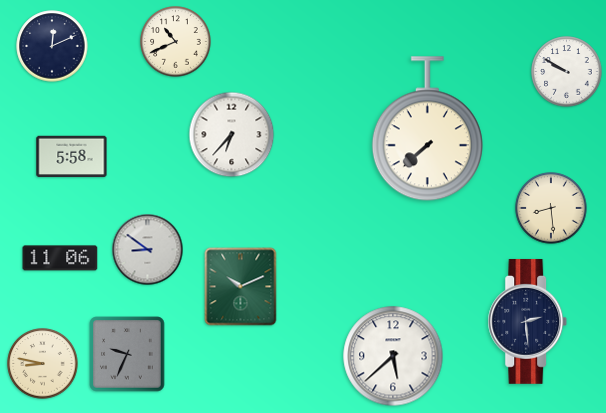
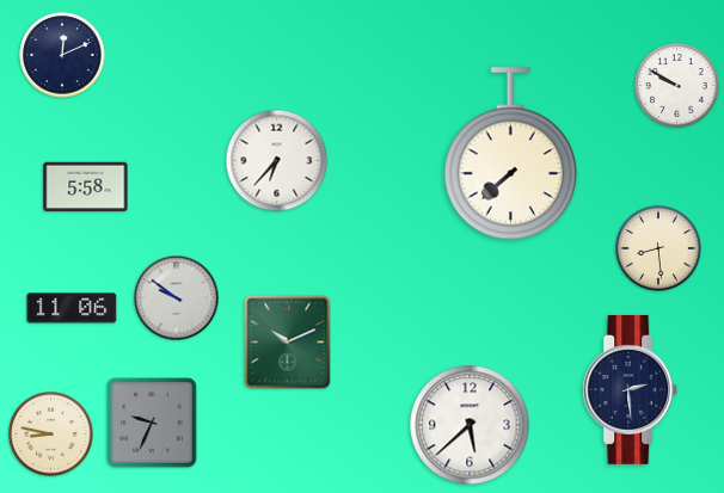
clock at (176, 42): 10:41 -> none
clock at (148, 250): 8:51 -> 9:51
clock at (528, 321) position: (528, 321) -> (631, 389)
